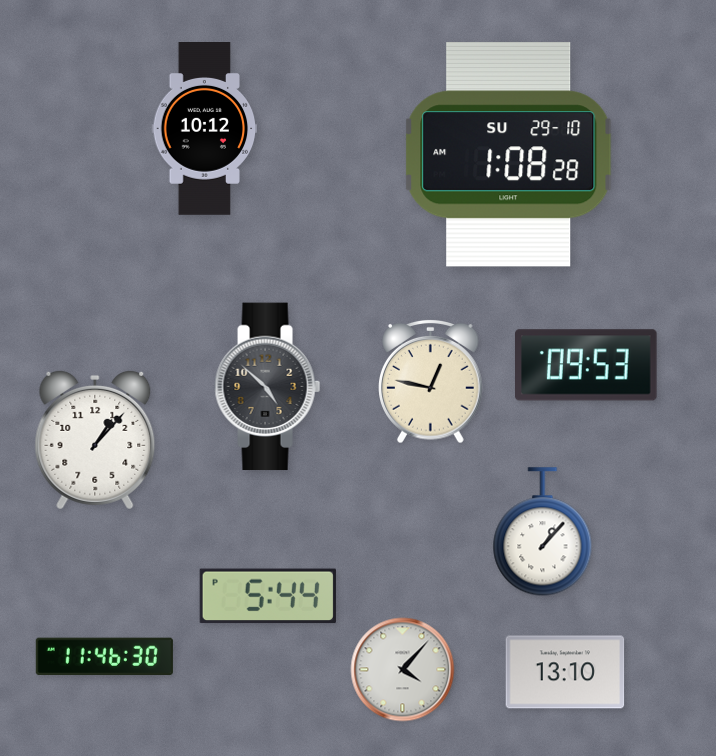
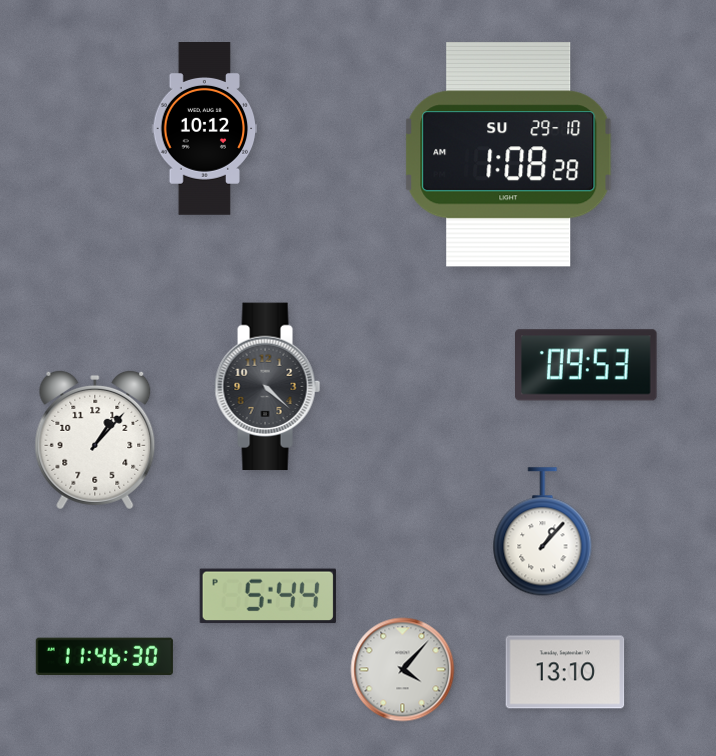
clock at (431, 381): 12:47 -> none
clock at (268, 387): 4:52 -> 4:22
